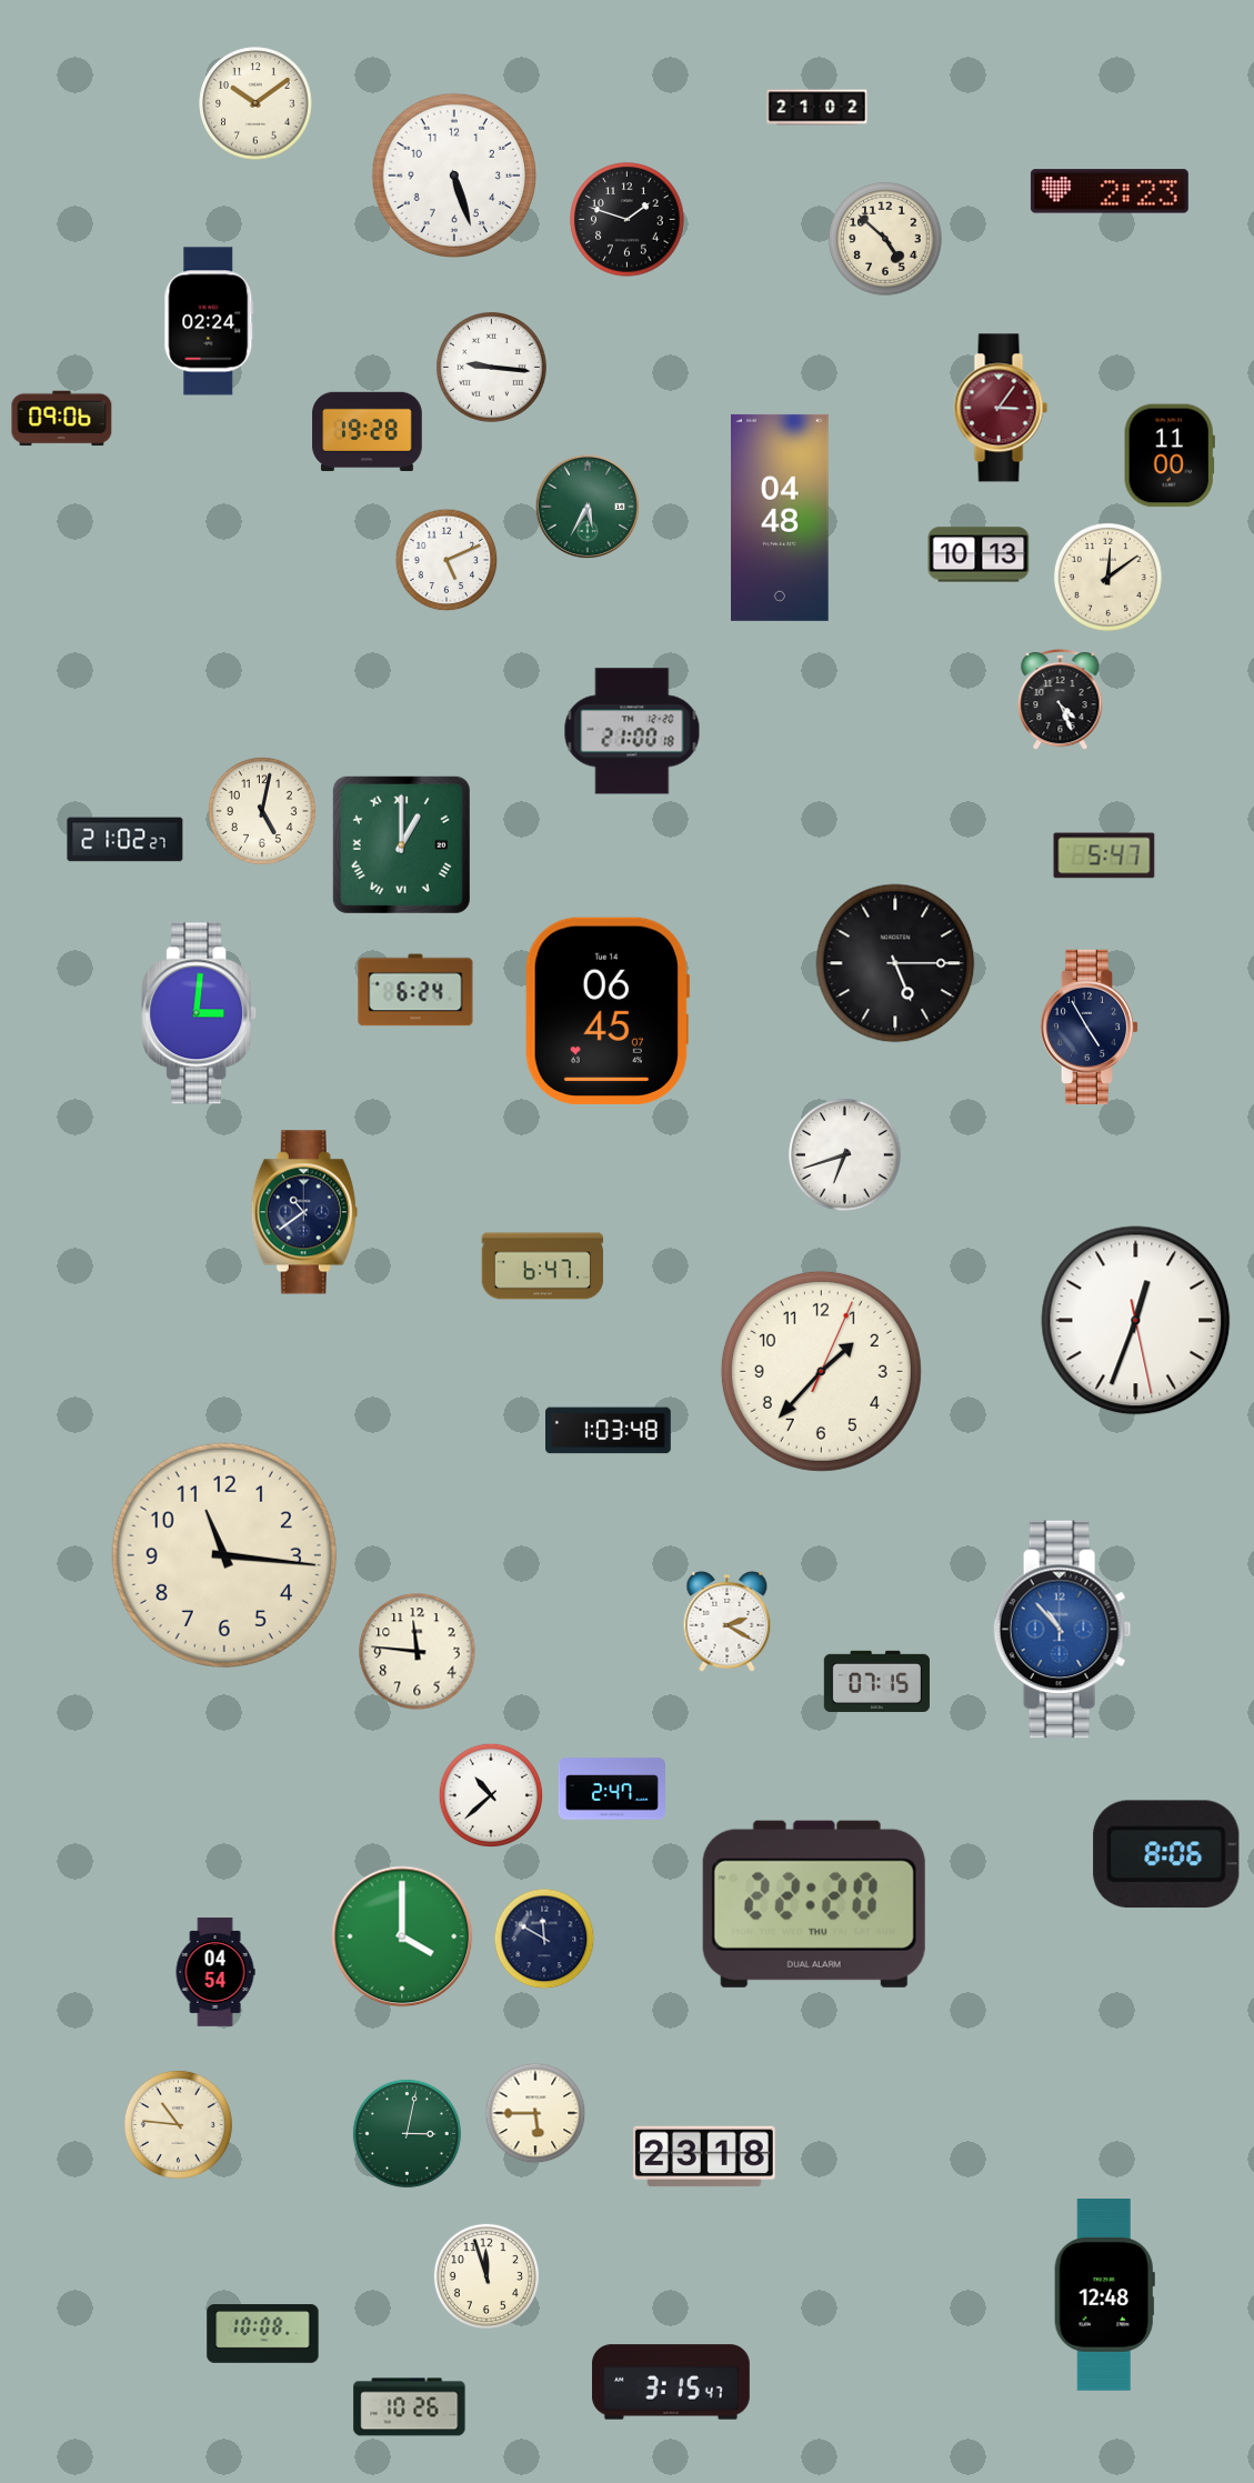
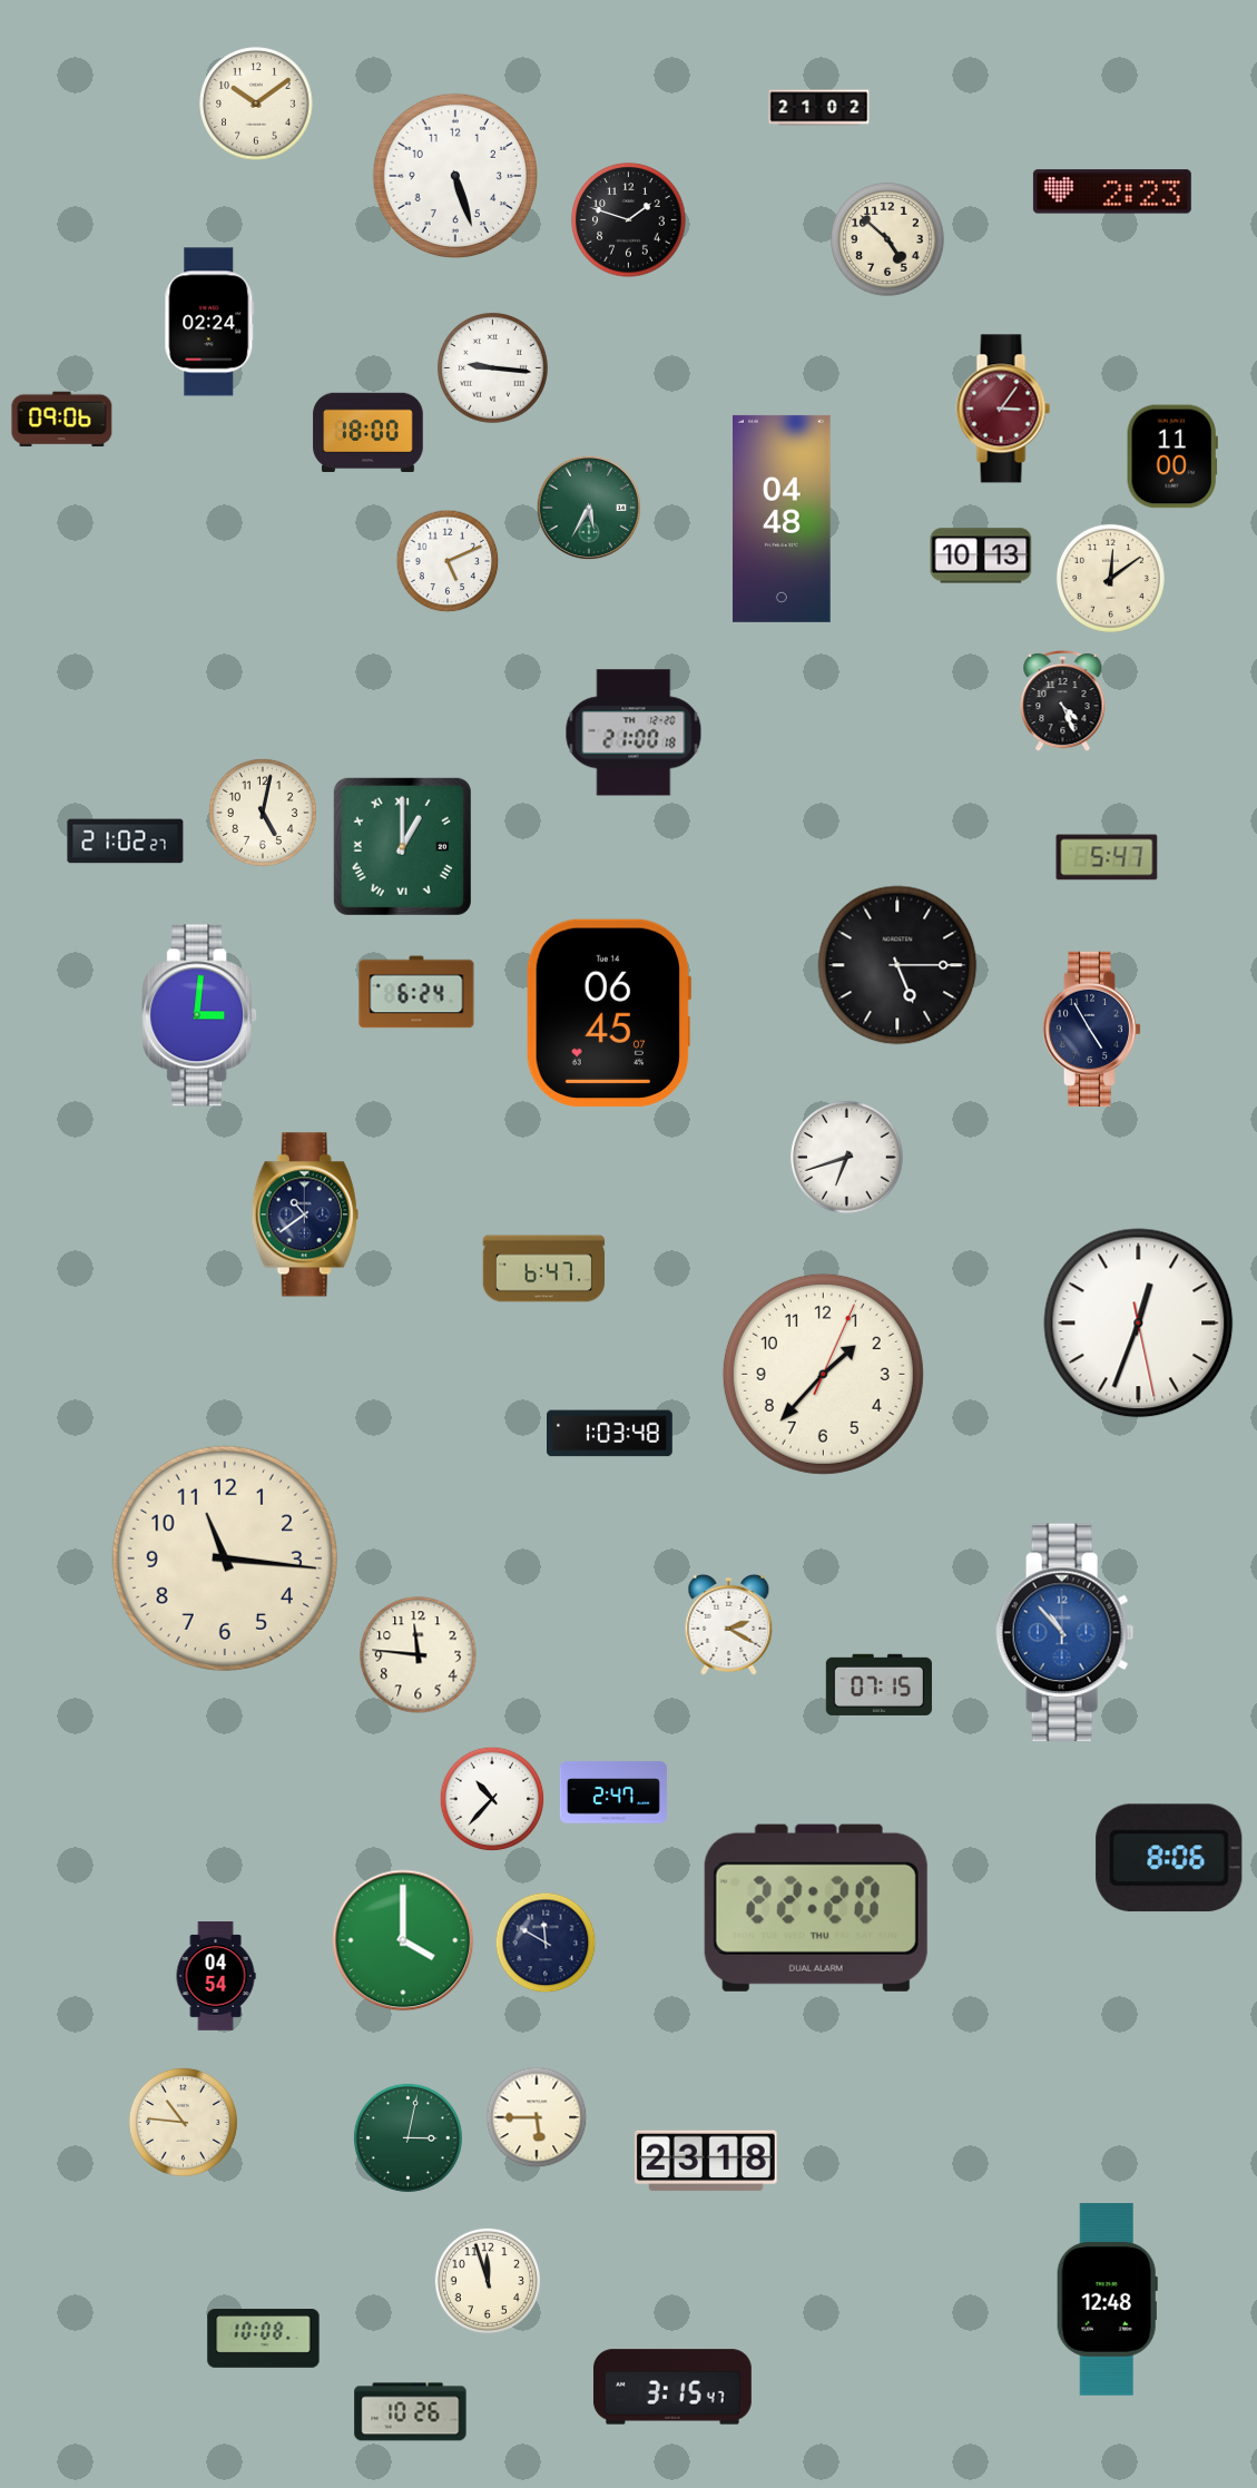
clock at (368, 432): 19:28 -> 18:00
clock at (491, 1795): 10:38 -> 10:37
clock at (178, 2124) position: (178, 2124) -> (183, 2122)
